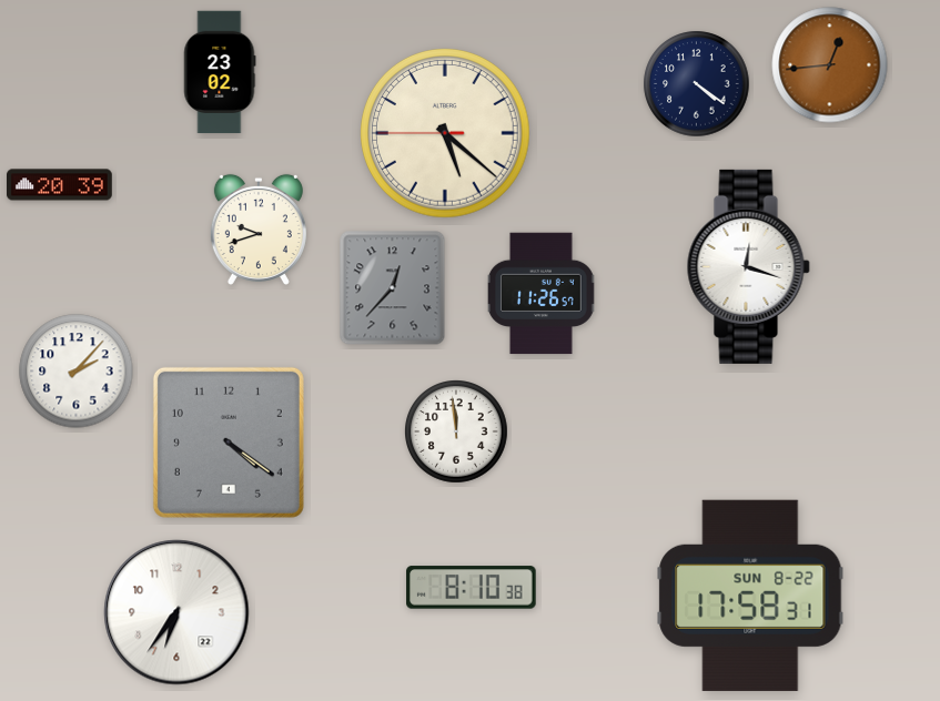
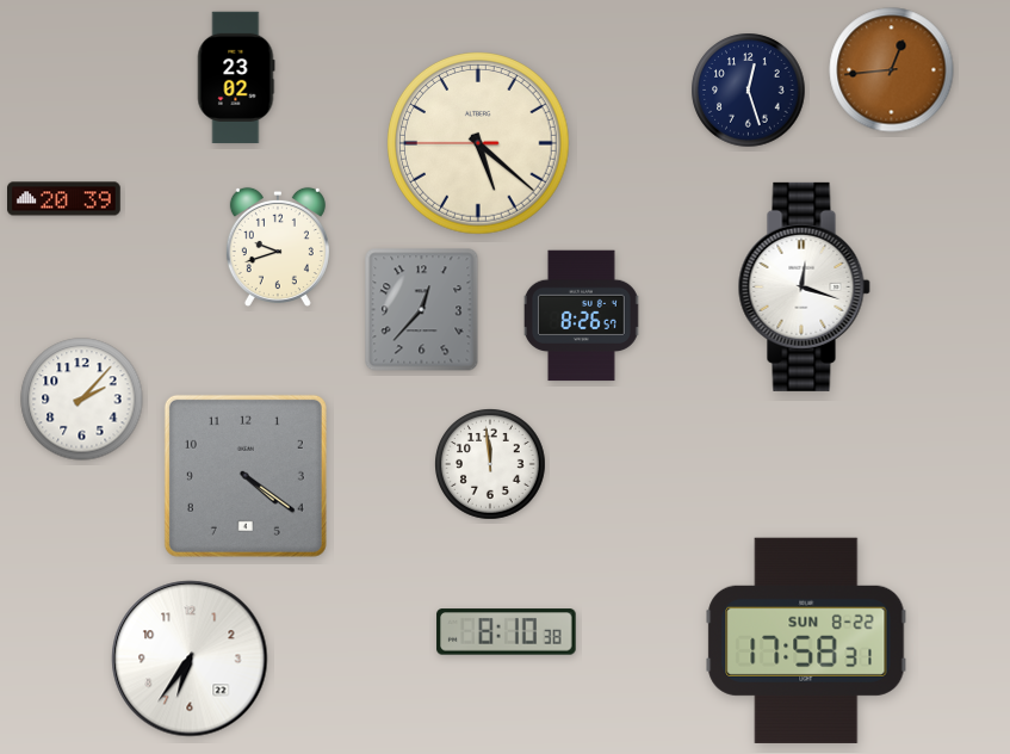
clock at (697, 84): 4:21 -> 12:27
clock at (542, 294): 11:26 -> 8:26
